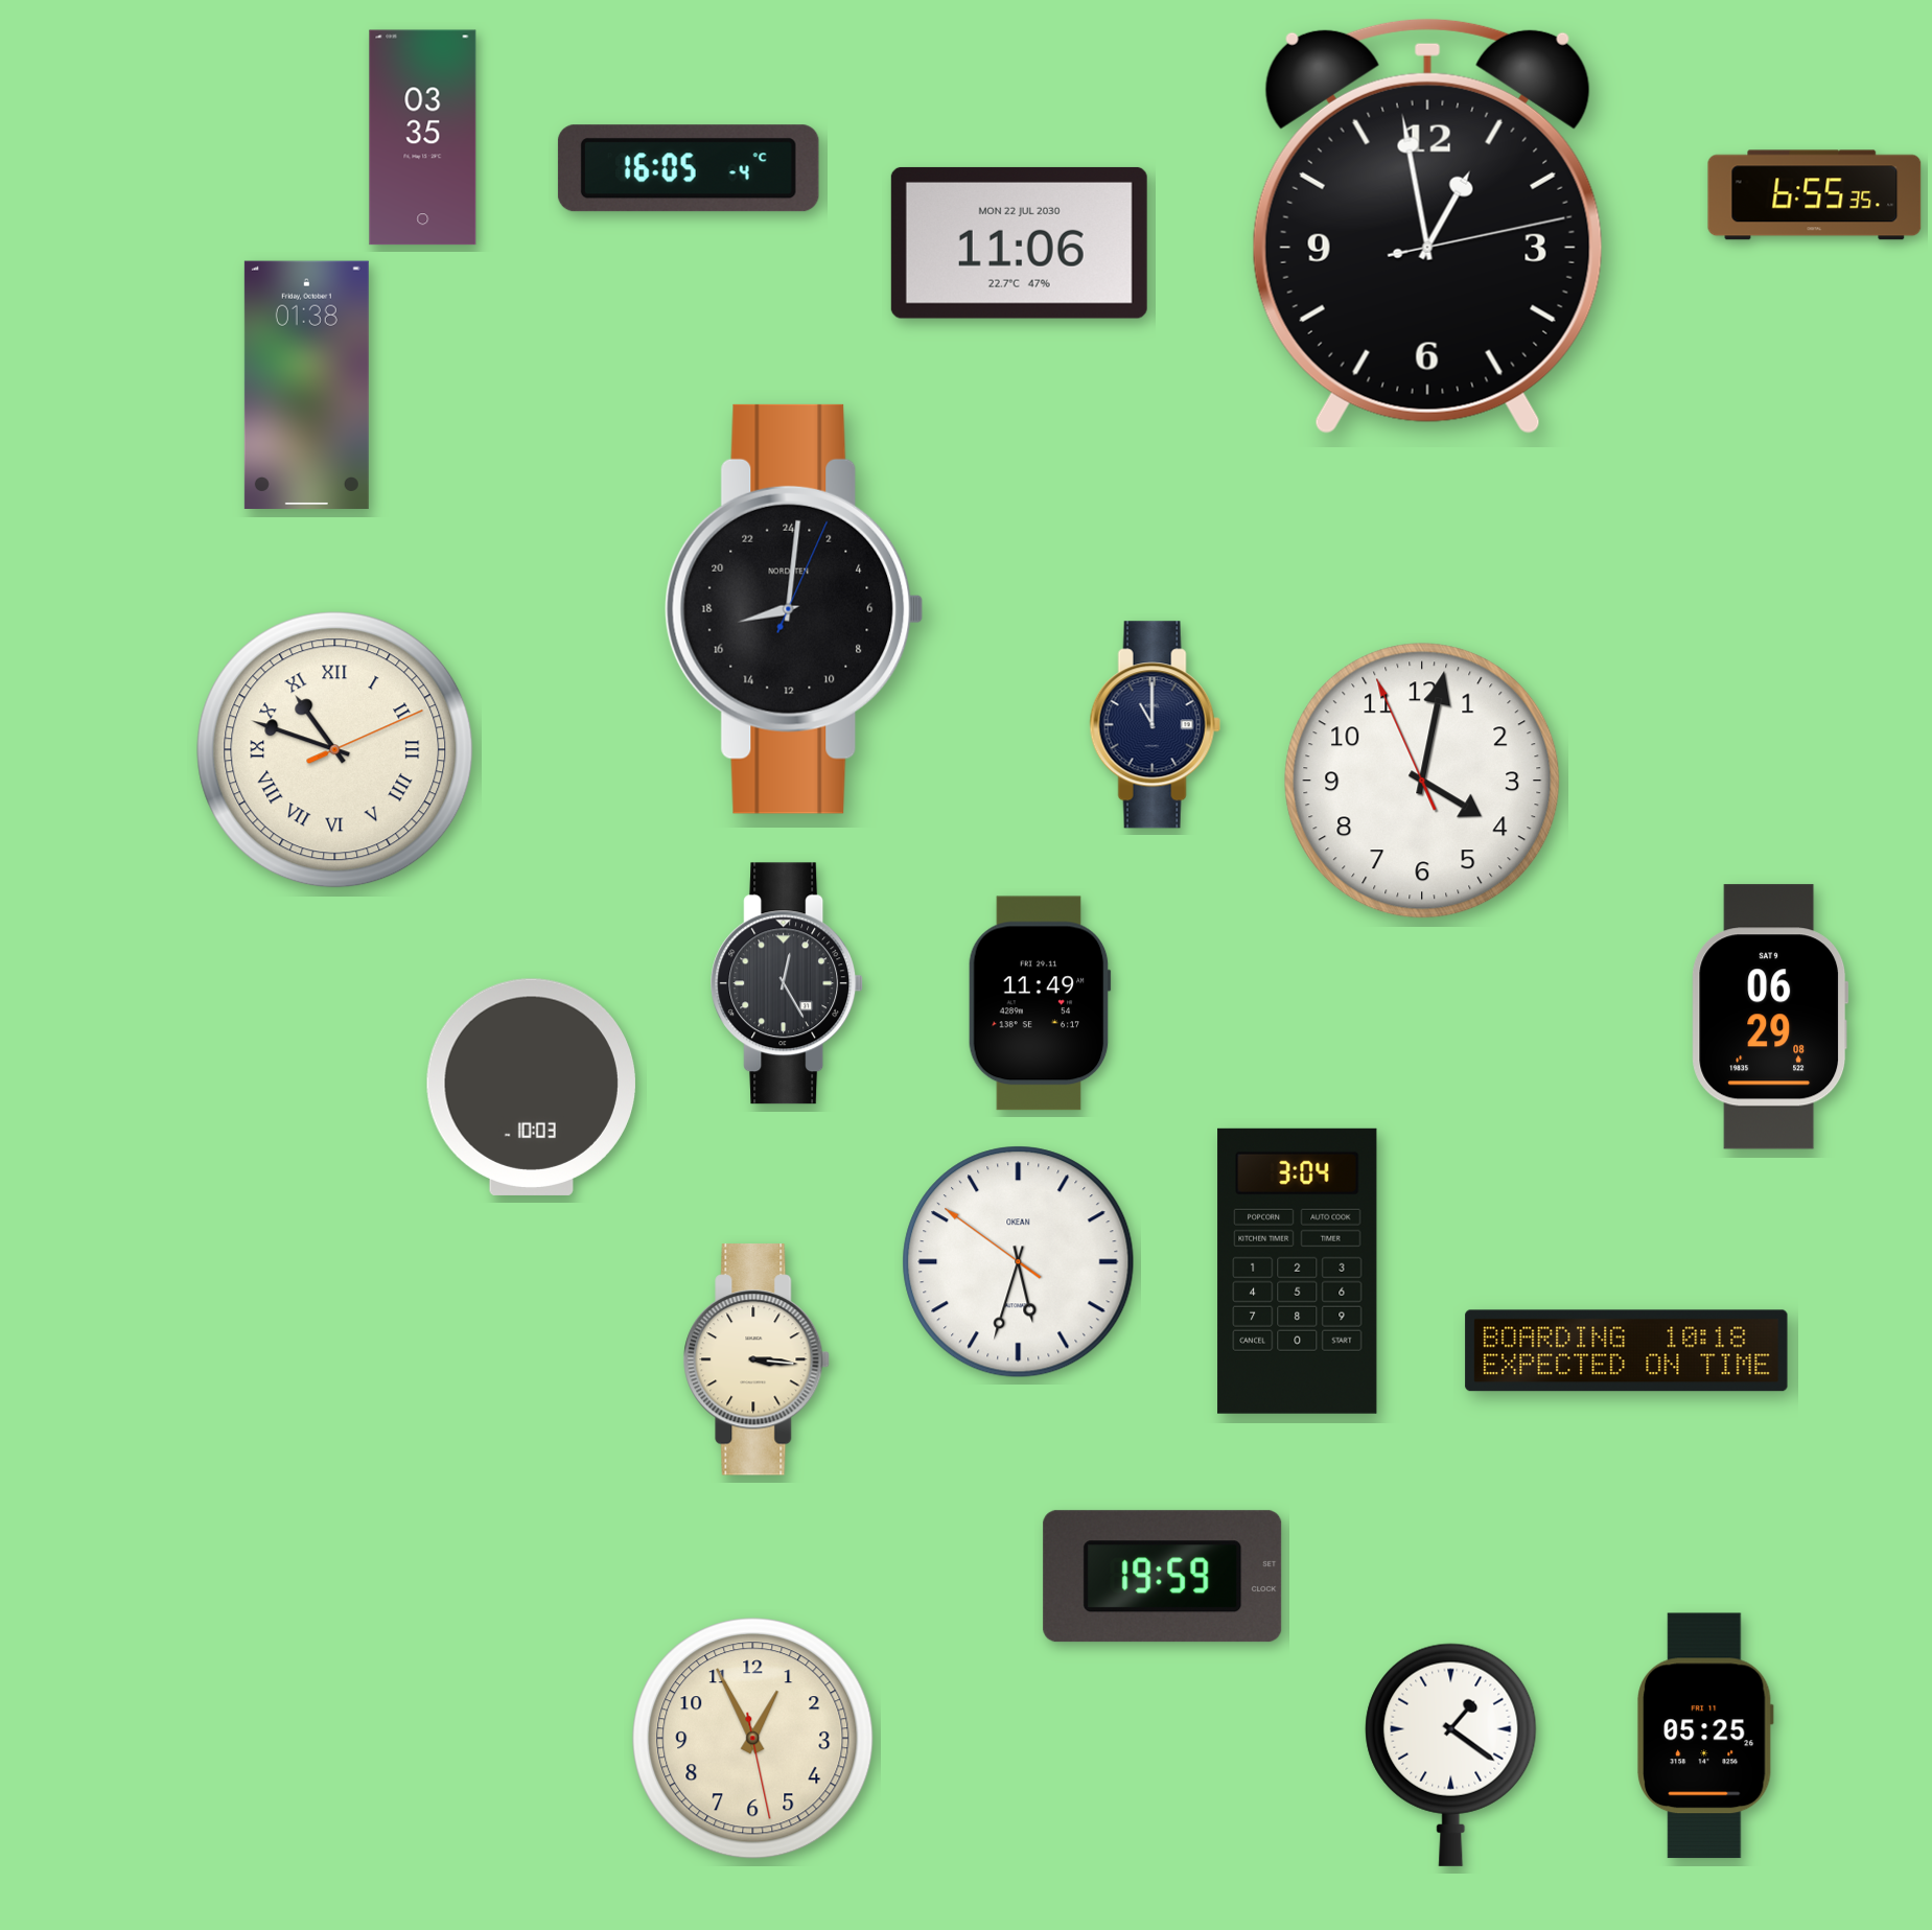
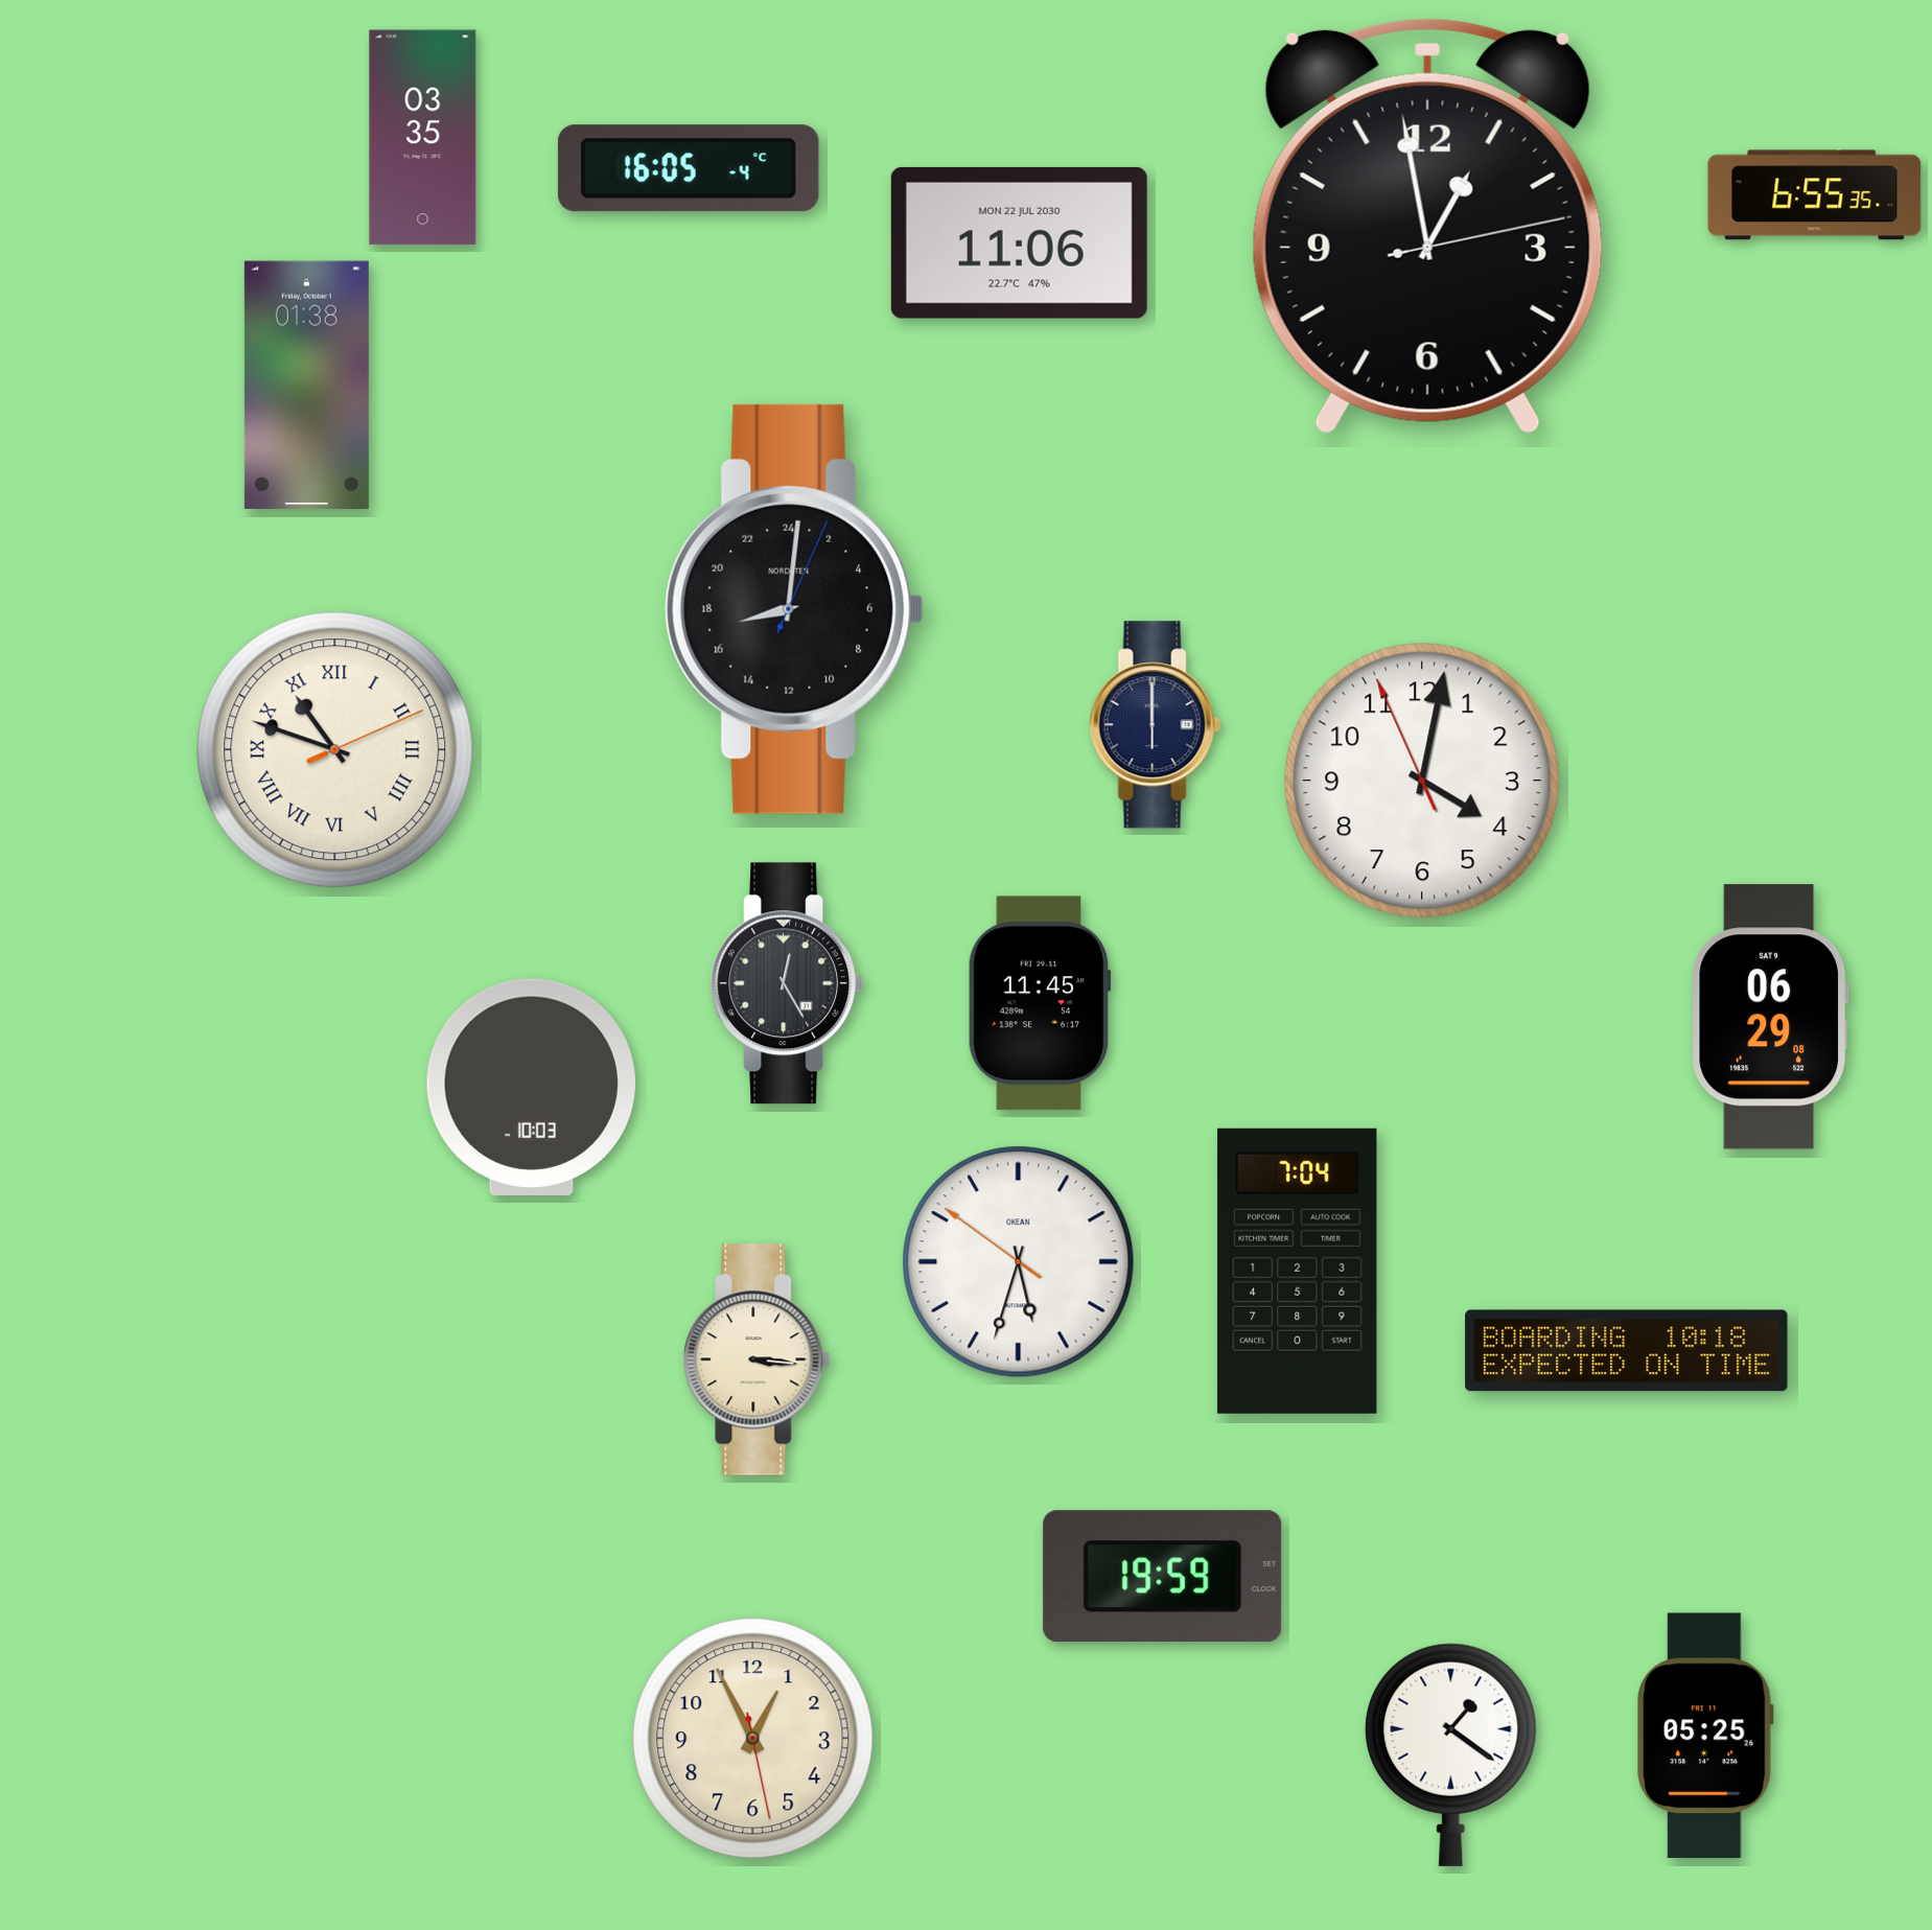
clock at (1155, 725): 11:00 -> 6:00
clock at (1040, 1003): 11:49 -> 11:45
clock at (1298, 1271): 3:04 -> 7:04
